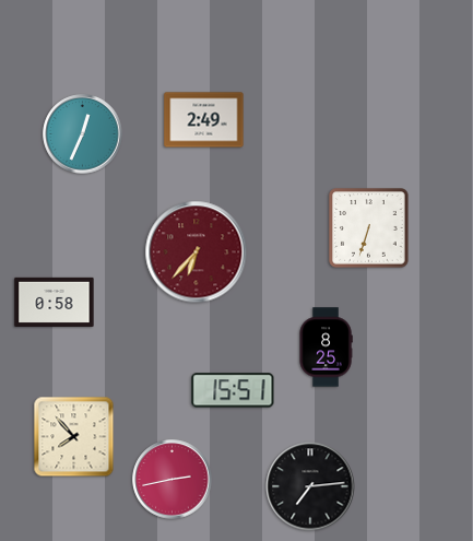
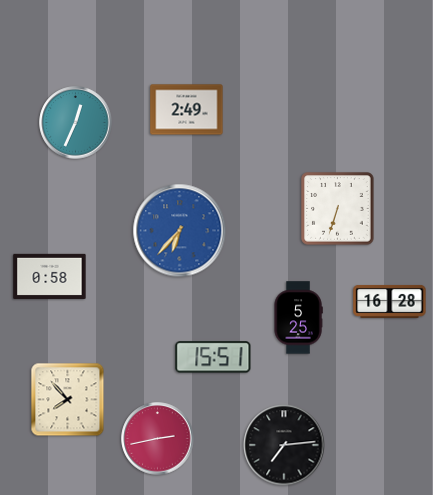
clock at (197, 252) dial: burgundy -> blue
clock at (390, 301): none -> 16:28
clock at (326, 348): 8:25 -> 5:25
